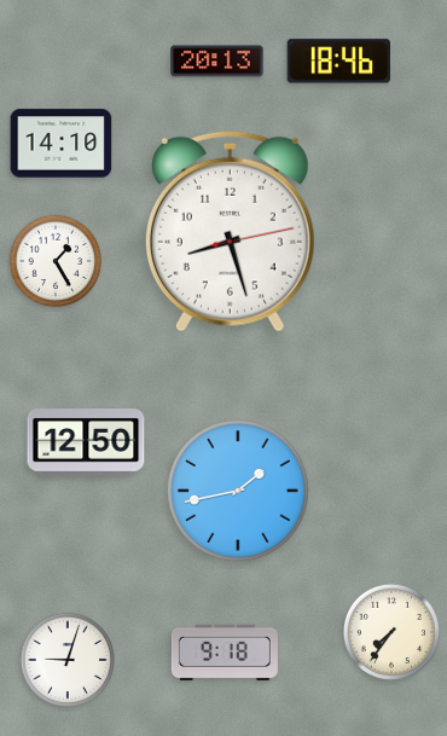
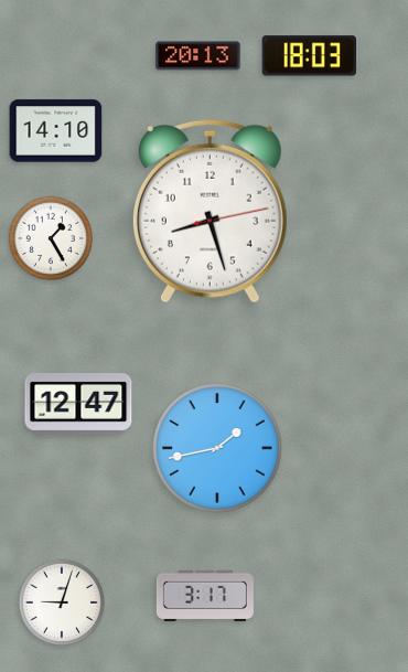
clock at (338, 62): 18:46 -> 18:03
clock at (86, 442): 12:50 -> 12:47
clock at (391, 632): 7:36 -> none
clock at (225, 653): 9:18 -> 3:17
